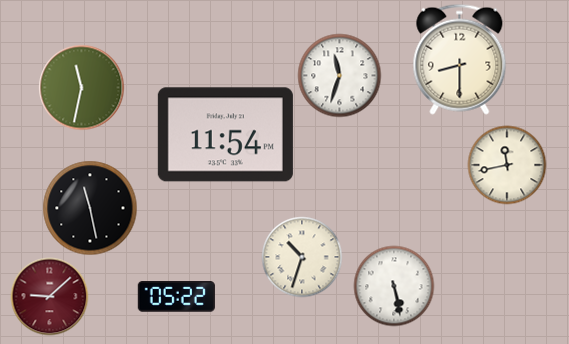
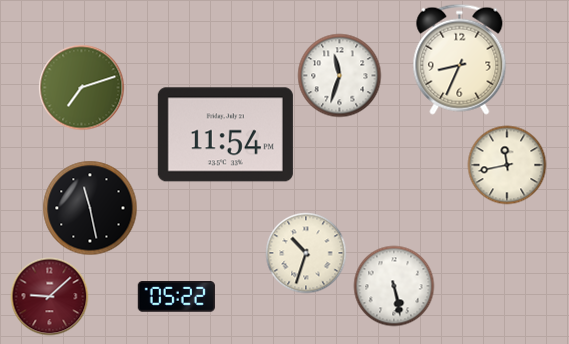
clock at (460, 59): 8:30 -> 8:34
clock at (81, 87): 11:32 -> 7:12
clock at (302, 257) position: (302, 257) -> (306, 253)
